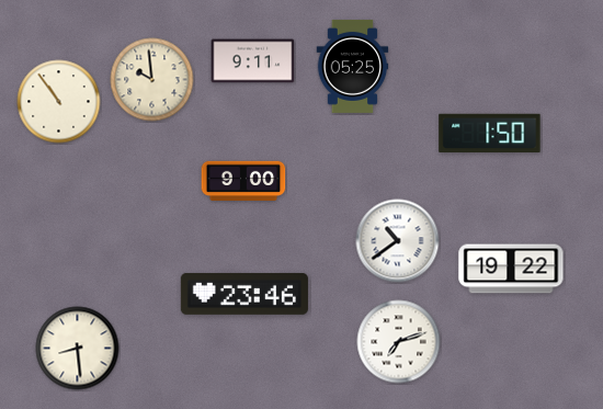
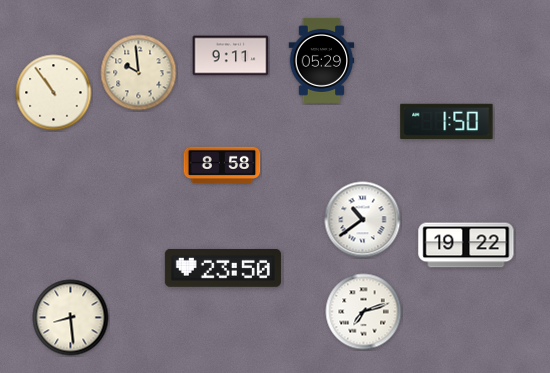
clock at (353, 66): 05:25 -> 05:29
clock at (243, 180): 9:00 -> 8:58
clock at (244, 294): 23:46 -> 23:50
